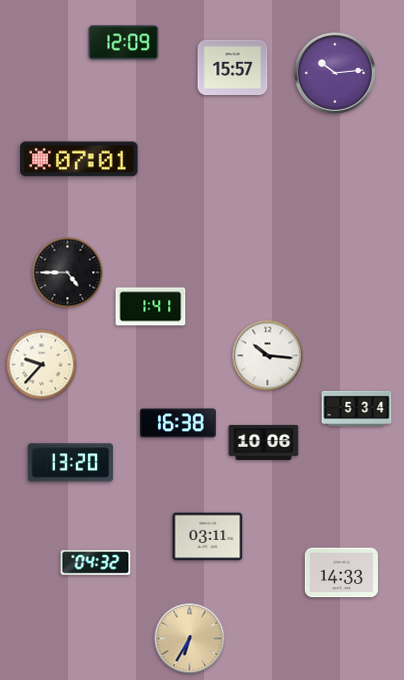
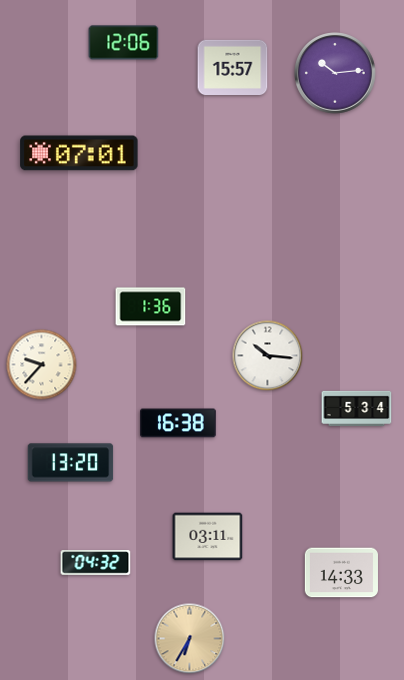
clock at (124, 43): 12:09 -> 12:06
clock at (79, 159) position: (79, 159) -> (79, 153)
clock at (68, 273): 4:45 -> none
clock at (151, 307): 1:41 -> 1:36
clock at (264, 442): 10:06 -> none
